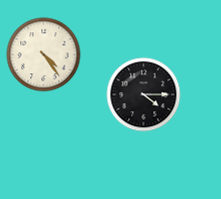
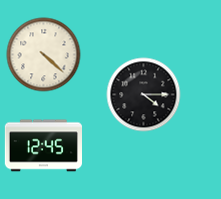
clock at (44, 55): 4:24 -> 4:22
clock at (43, 146): none -> 12:45
